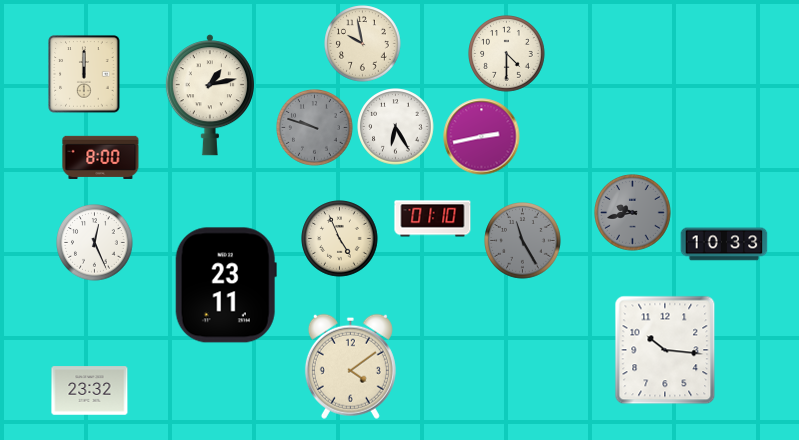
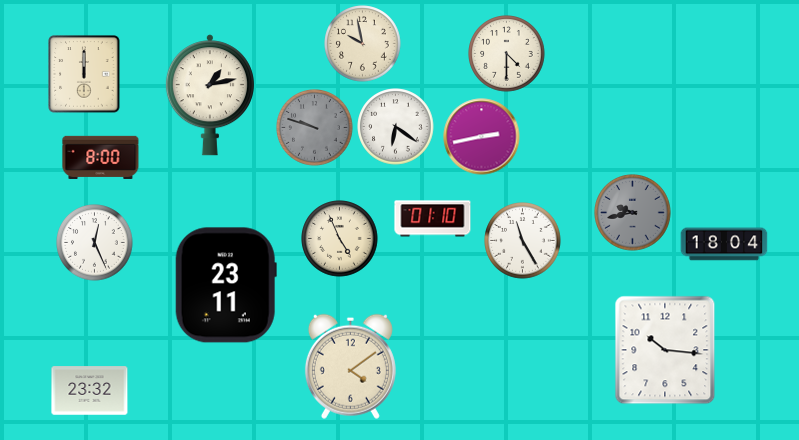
clock at (396, 127): 6:25 -> 6:21
clock at (523, 241) dial: grey -> white
clock at (724, 244): 10:33 -> 18:04
